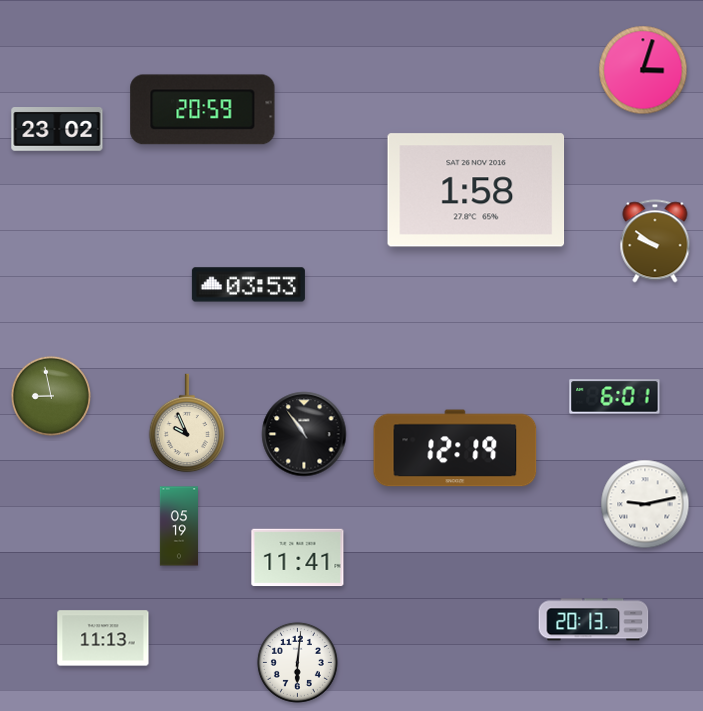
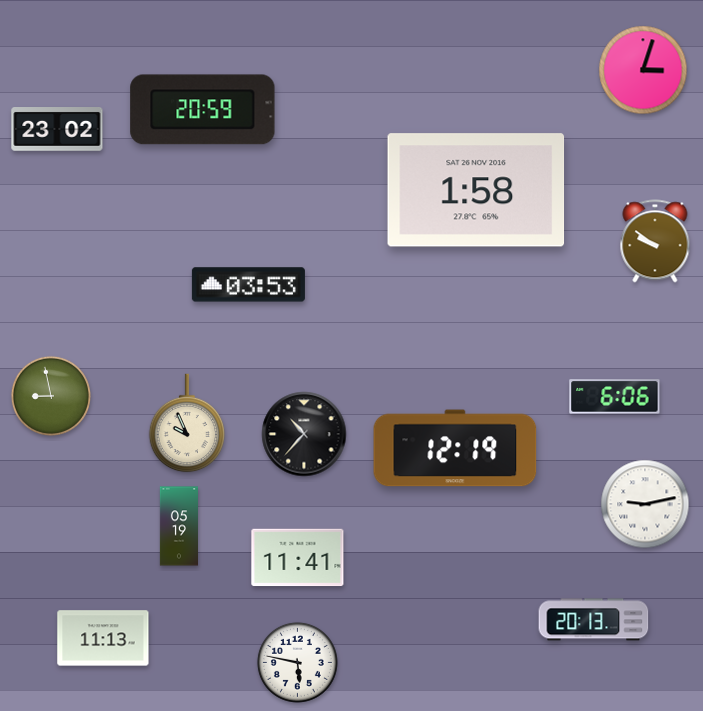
clock at (615, 397): 6:01 -> 6:06
clock at (304, 434): 10:54 -> 10:37
clock at (297, 662): 6:01 -> 5:47
